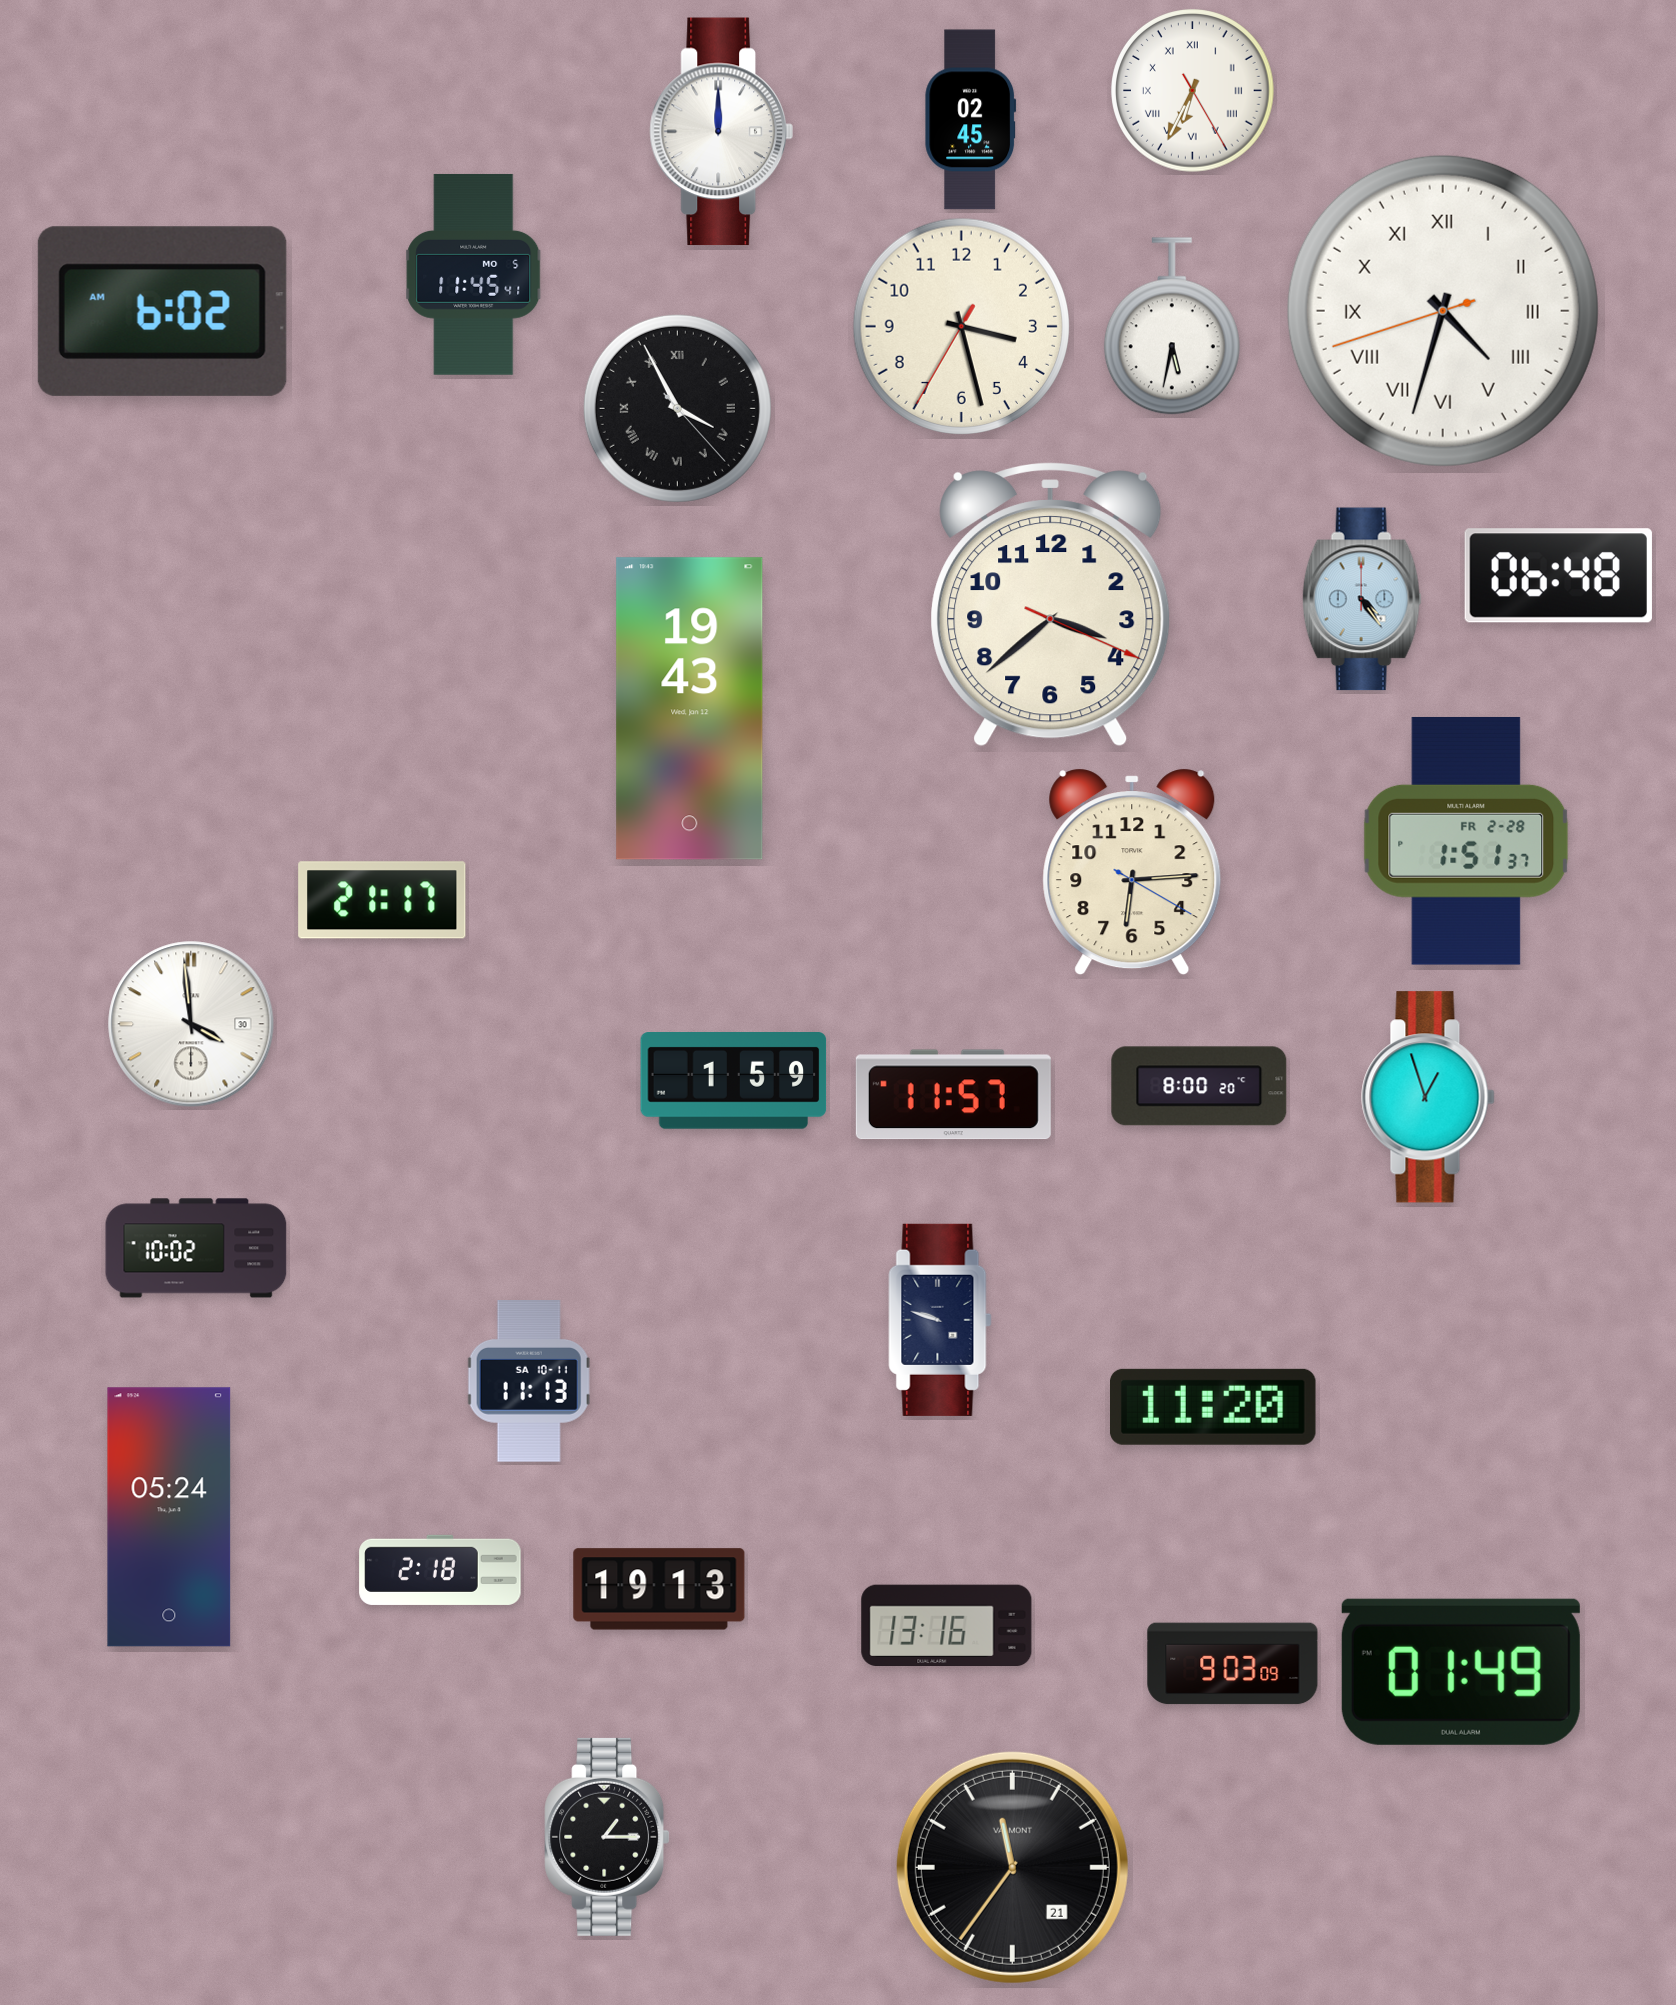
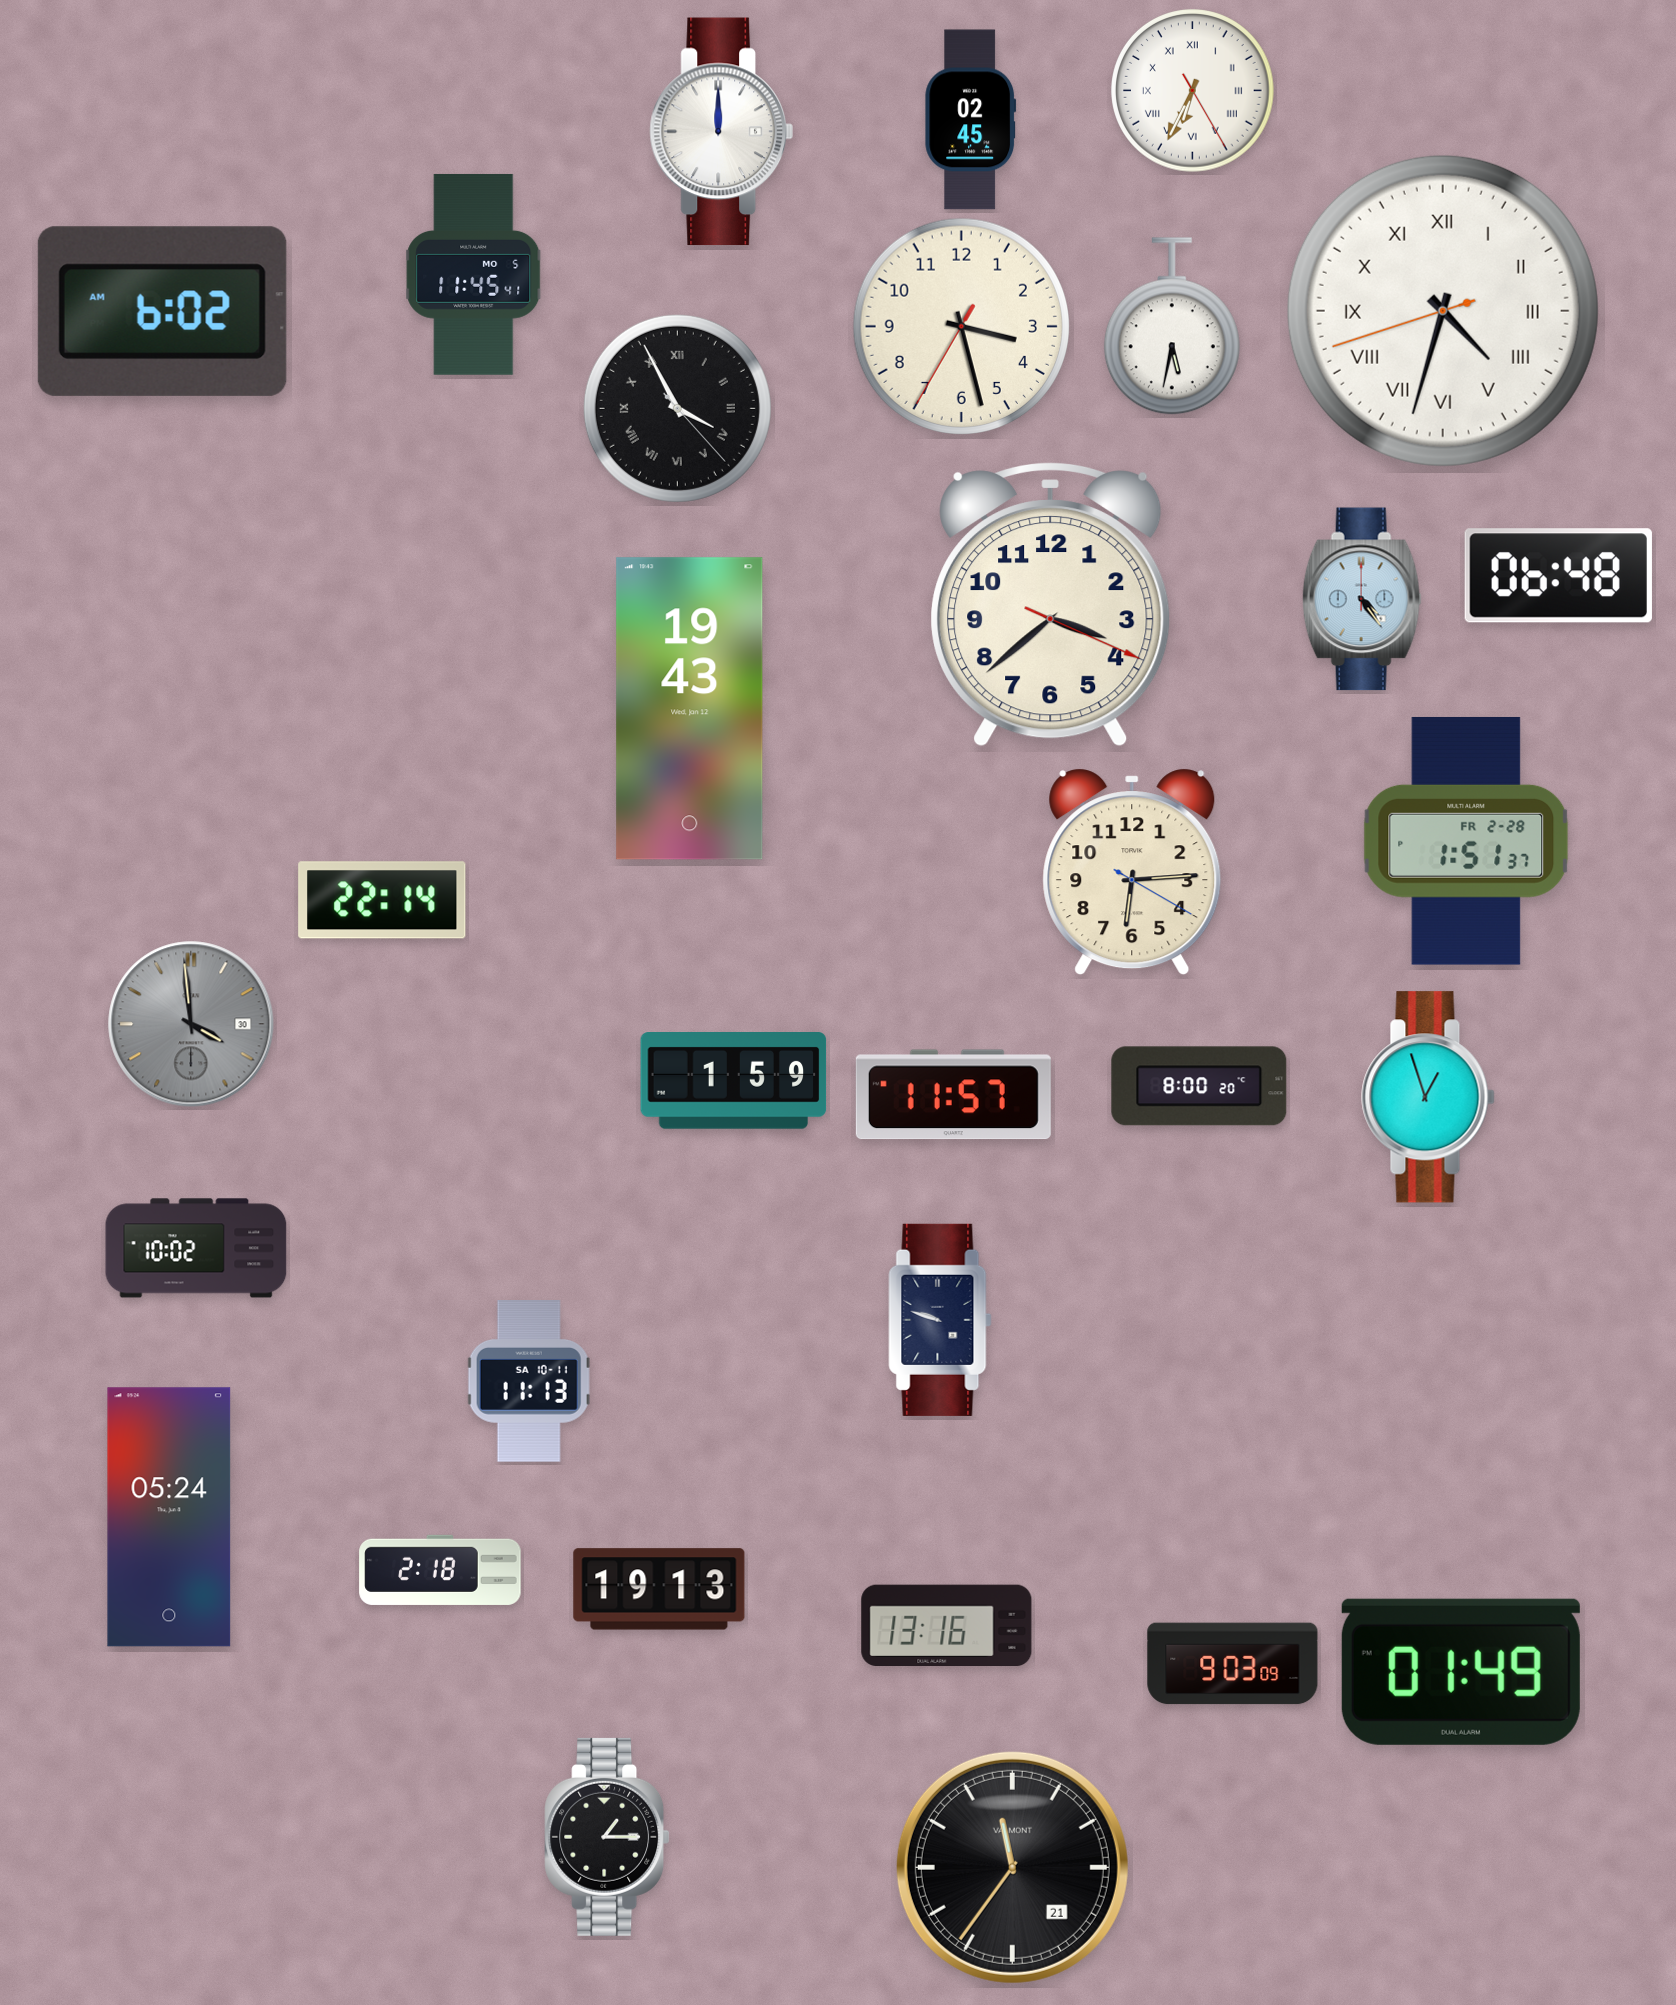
clock at (382, 900): 21:17 -> 22:14
clock at (191, 1024) dial: white -> grey
clock at (1214, 1407): 11:20 -> none
